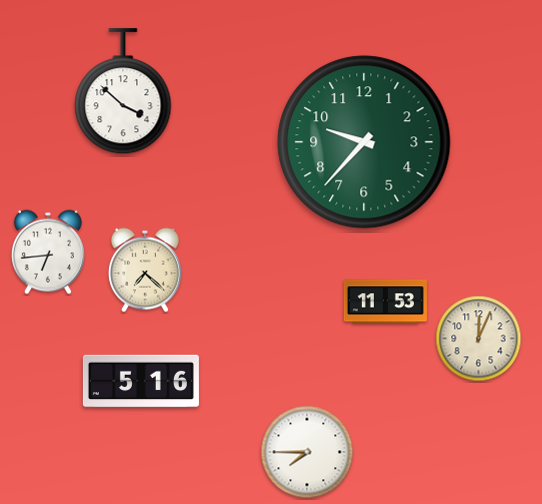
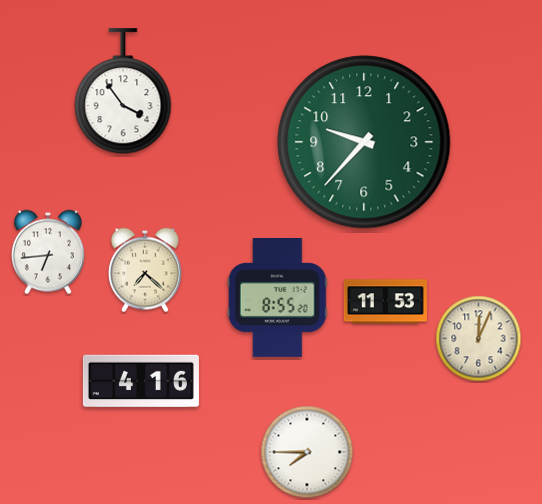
clock at (123, 92): 3:52 -> 3:54
clock at (277, 297): none -> 8:55
clock at (141, 381): 5:16 -> 4:16
